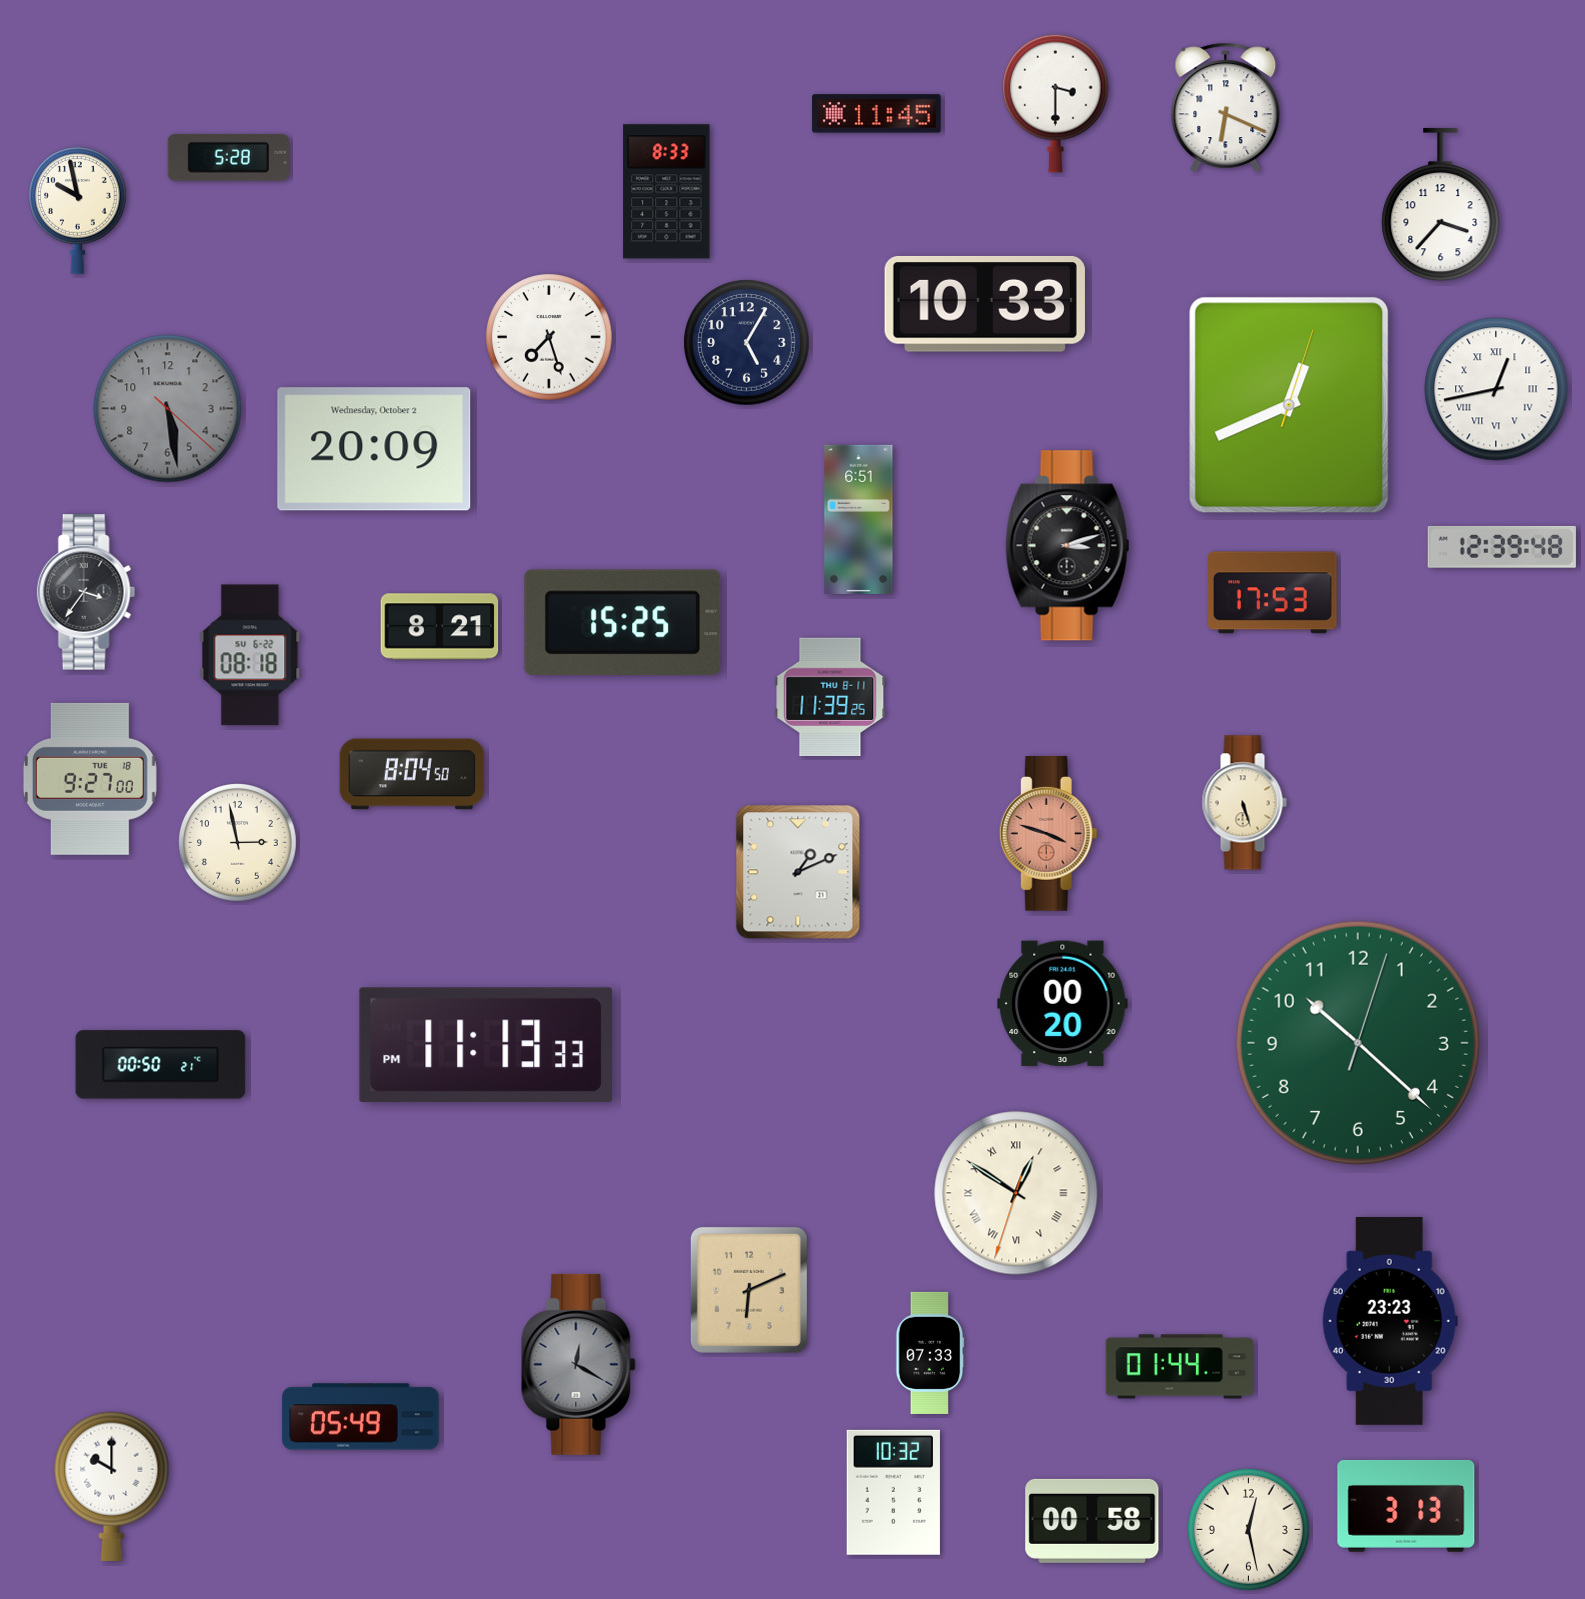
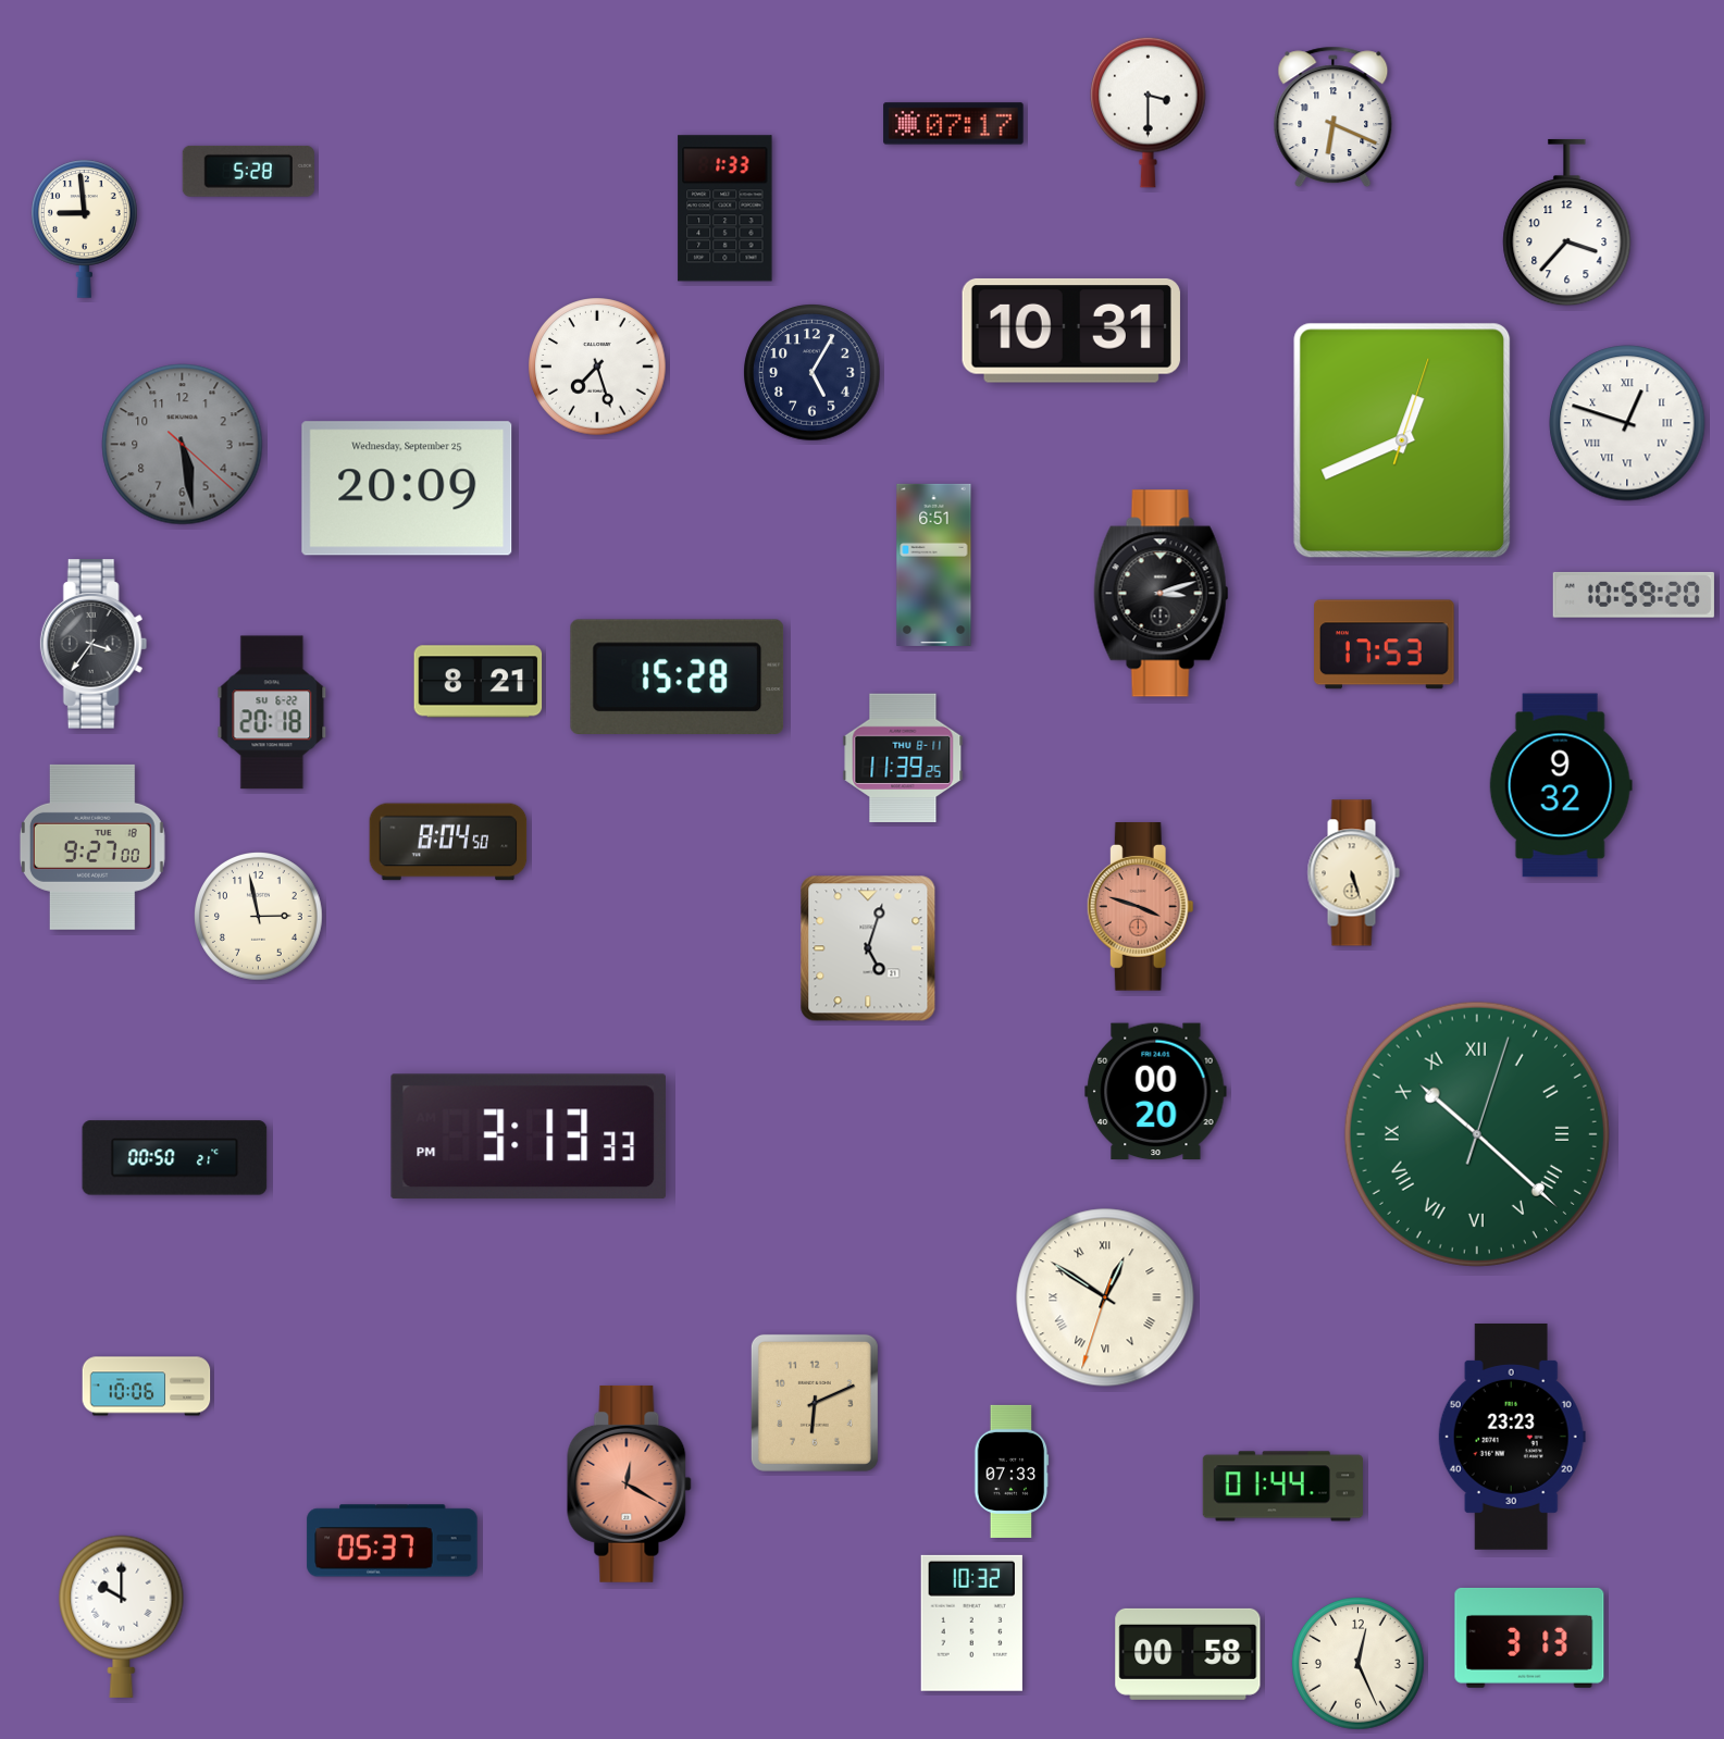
clock at (877, 114): 11:45 -> 07:17
clock at (667, 192): 8:33 -> 1:33
clock at (78, 210): 9:58 -> 8:59
clock at (985, 304): 10:33 -> 10:31
clock at (1496, 389): 12:43 -> 12:48
clock at (374, 449) date: Wednesday, October 2 -> Wednesday, September 25
clock at (1502, 547): 12:39 -> 10:59
clock at (623, 622): 15:25 -> 15:28
clock at (250, 655): 08:18 -> 20:18
clock at (1561, 785): none -> 9:32
clock at (90, 779) position: (90, 779) -> (92, 847)
clock at (798, 872): 1:11 -> 5:03
clock at (1358, 1043) numerals: Arabic -> Roman
clock at (486, 1045): 11:13 -> 3:13
clock at (147, 1387): none -> 10:06
clock at (579, 1364) dial: grey -> salmon
clock at (361, 1417): 05:49 -> 05:37
clock at (1249, 1530): 12:28 -> 12:26
